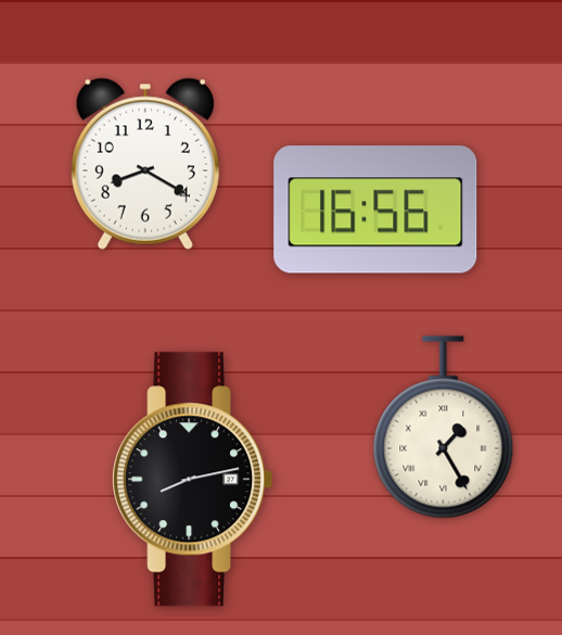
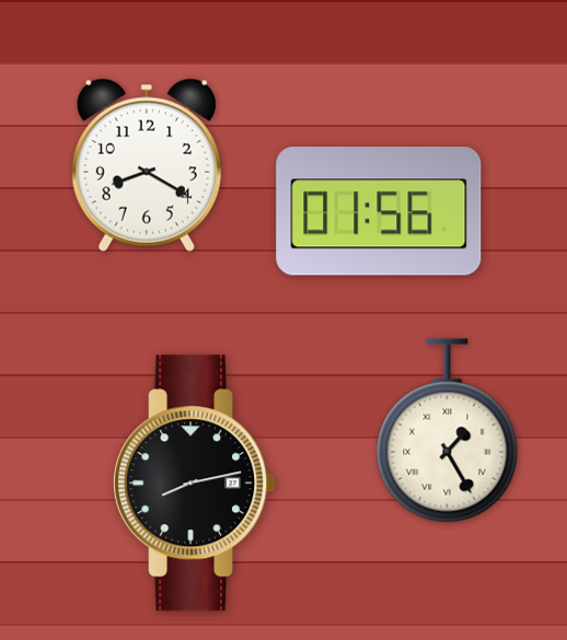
clock at (375, 209): 16:56 -> 01:56
